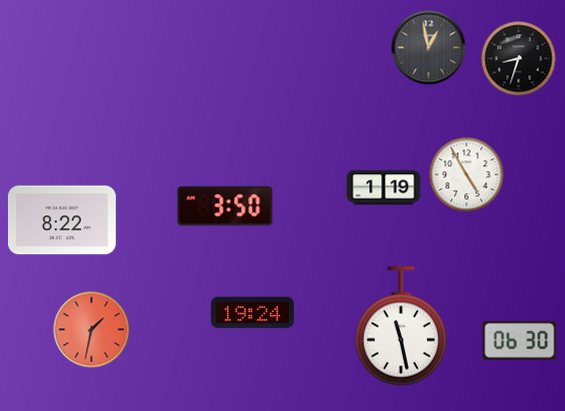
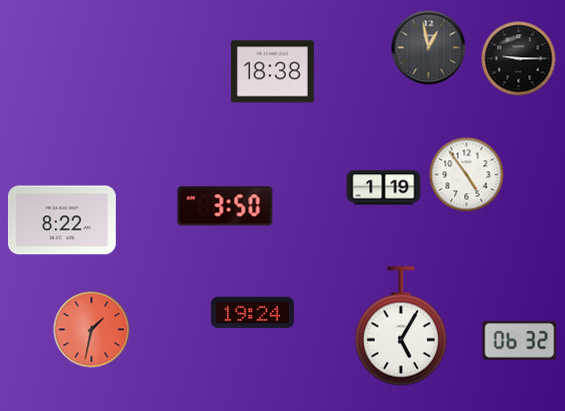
clock at (519, 59): 8:33 -> 9:15
clock at (272, 72): none -> 18:38
clock at (467, 175): 4:55 -> 4:54
clock at (401, 326): 11:28 -> 5:05
clock at (520, 340): 06:30 -> 06:32
